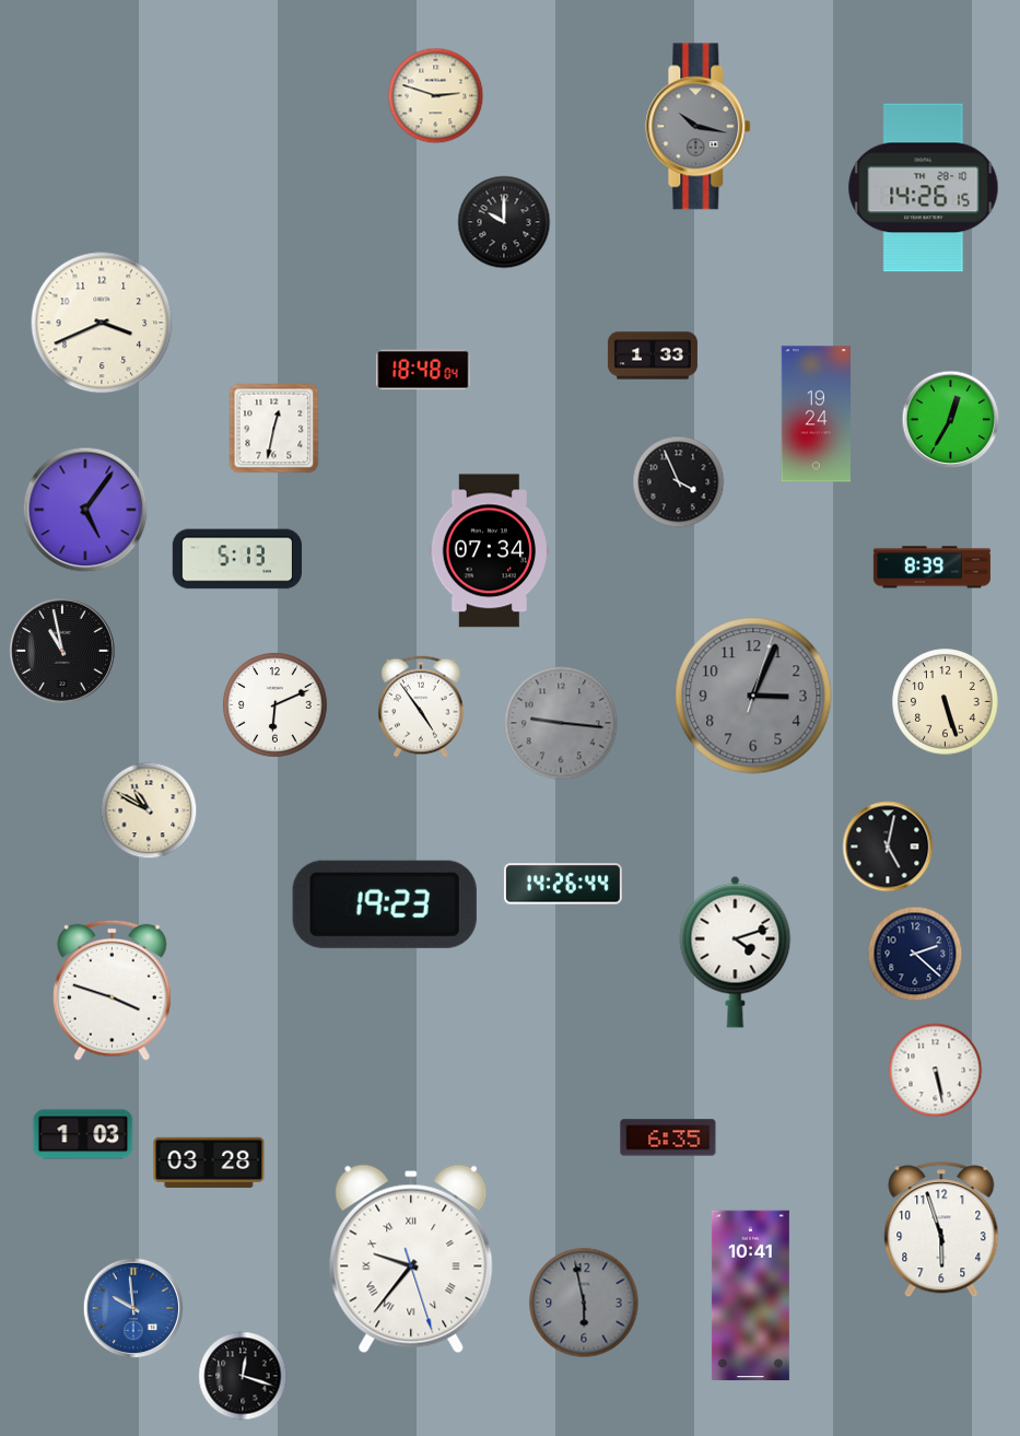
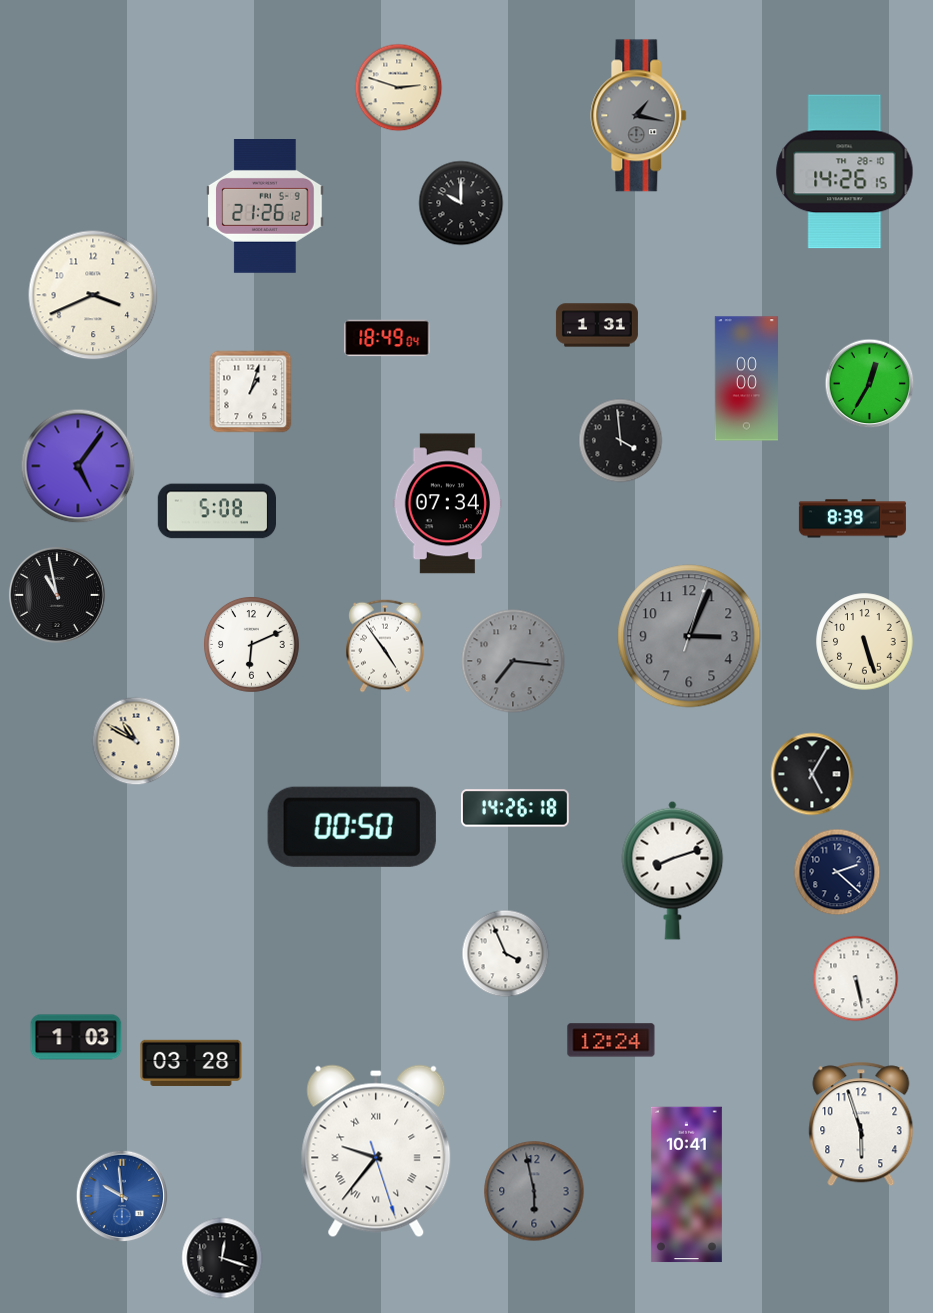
clock at (699, 127): 10:17 -> 1:17
clock at (265, 207): none -> 21:26
clock at (653, 355): 1:33 -> 1:31
clock at (423, 370): 18:48 -> 18:49
clock at (816, 415): 19:24 -> 00:00
clock at (274, 429): 12:32 -> 1:03
clock at (679, 482): 3:56 -> 3:59
clock at (236, 559): 5:13 -> 5:08
clock at (561, 723): 9:16 -> 7:16
clock at (888, 847): 5:02 -> 5:05
clock at (563, 884): 14:26:44 -> 14:26:18
clock at (385, 904): 19:23 -> 00:50
clock at (736, 952): 4:12 -> 8:12
clock at (112, 990): 3:48 -> none
clock at (506, 954): none -> 3:56
clock at (668, 1137): 6:35 -> 12:24
